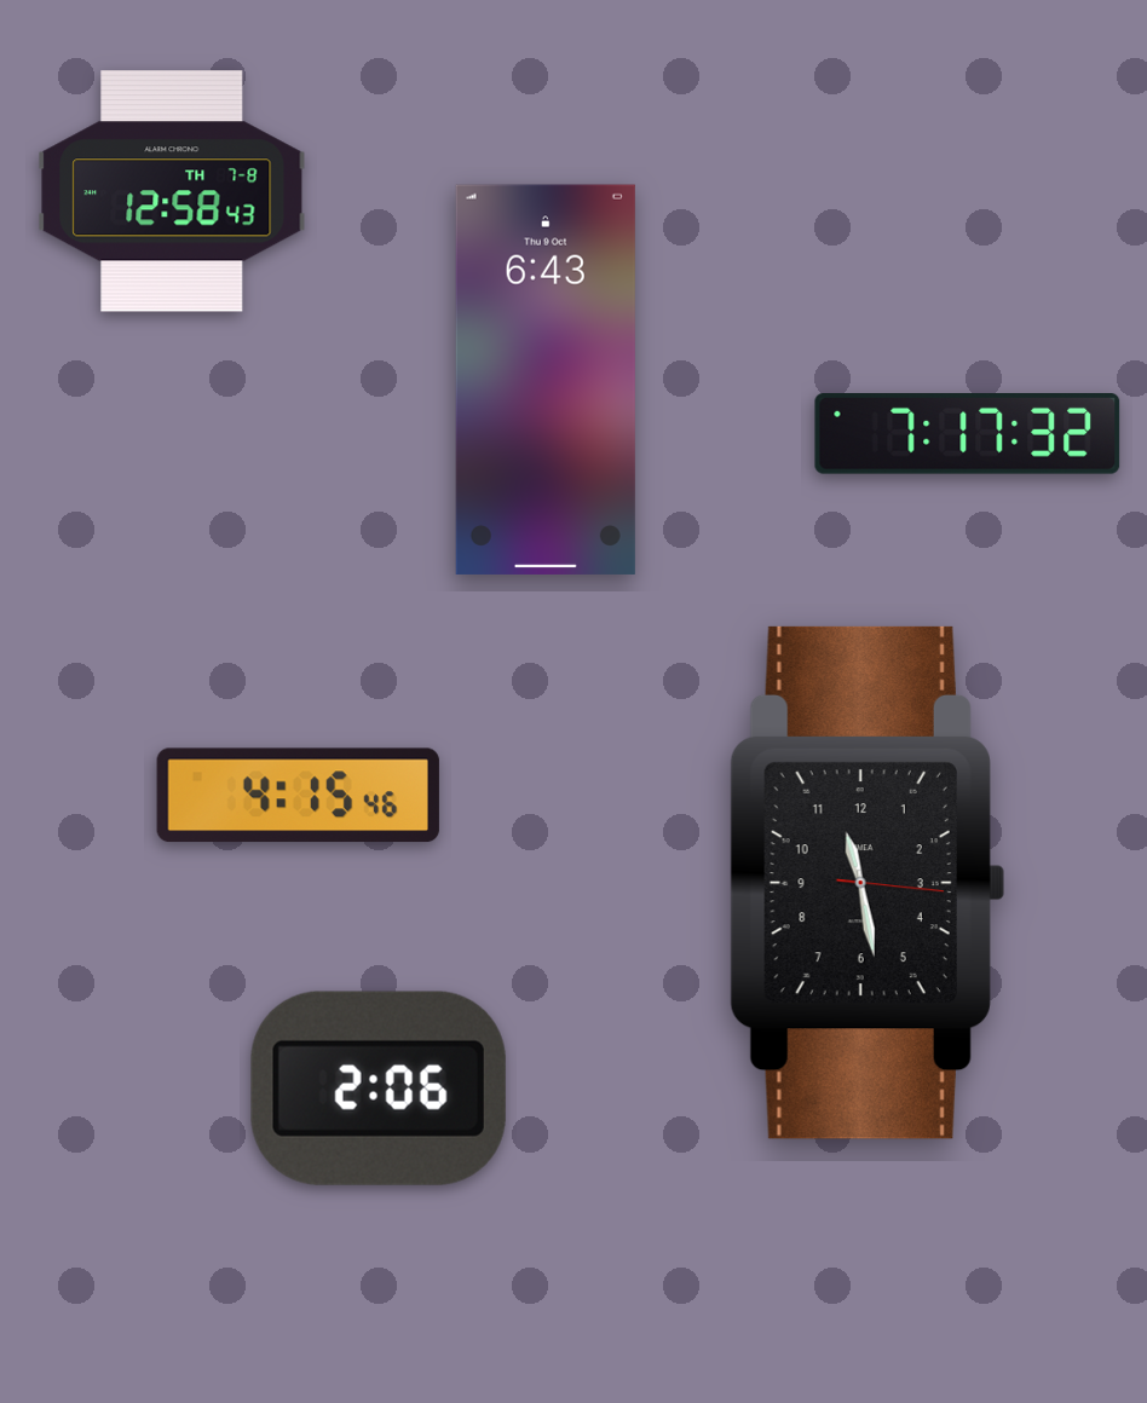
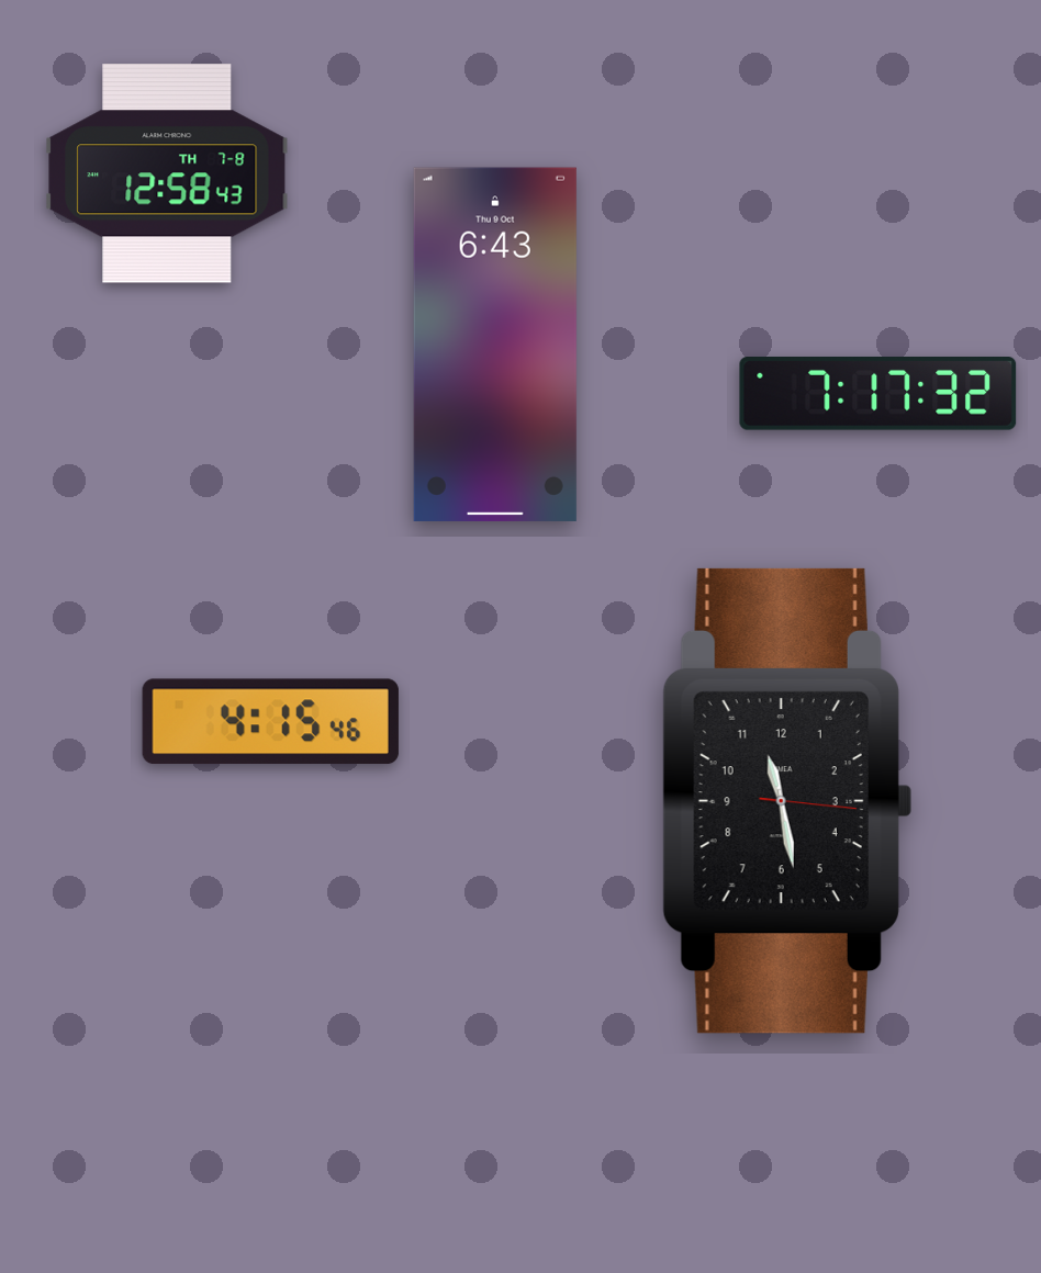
clock at (172, 191) position: (172, 191) -> (167, 173)
clock at (379, 1089): 2:06 -> none
